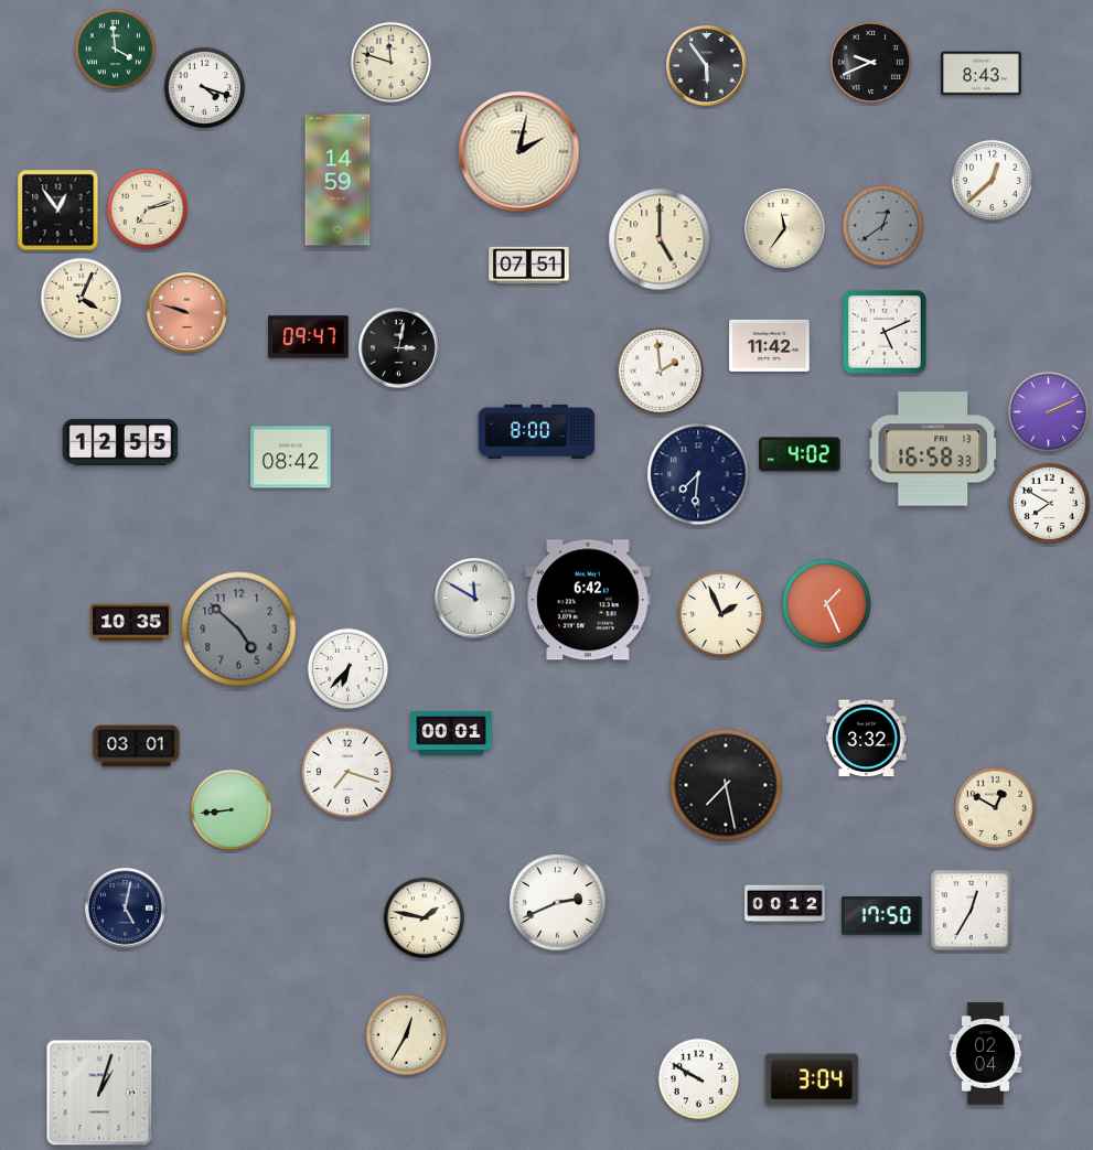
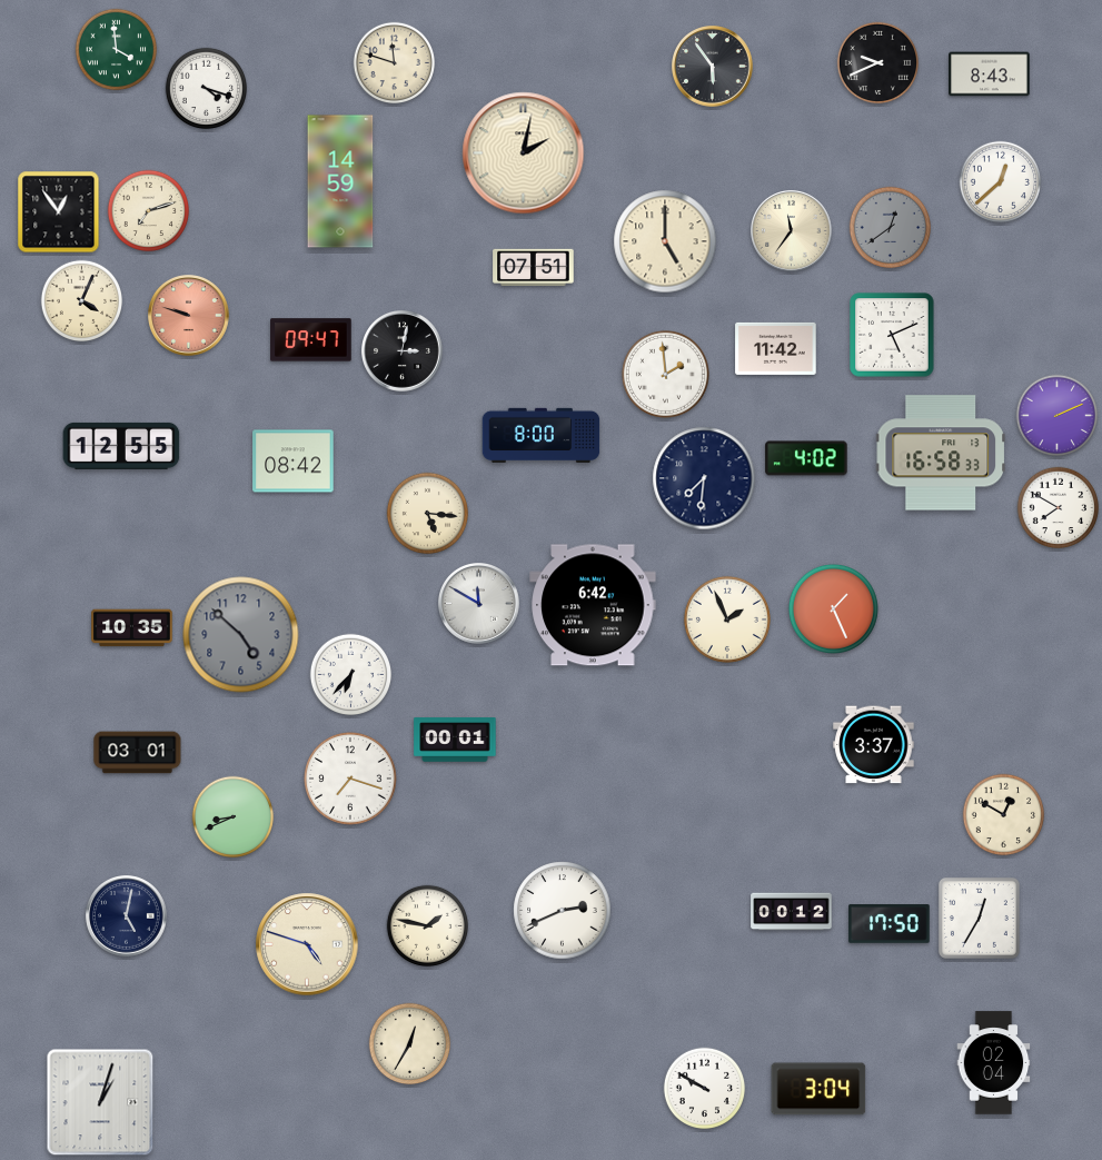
clock at (428, 514): none -> 5:16
clock at (867, 739): 3:32 -> 3:37
clock at (726, 785): 7:28 -> none
clock at (232, 810): 8:44 -> 8:41
clock at (307, 944): none -> 4:48
